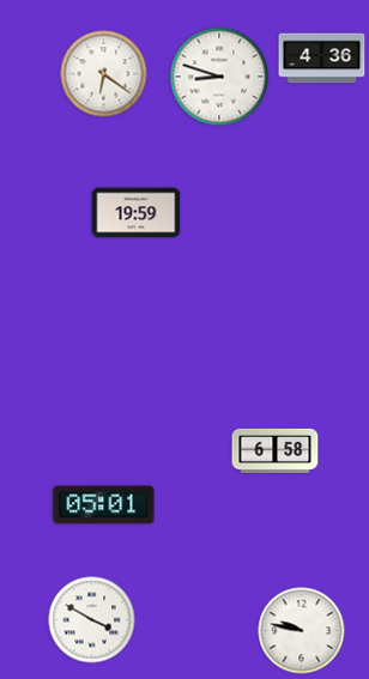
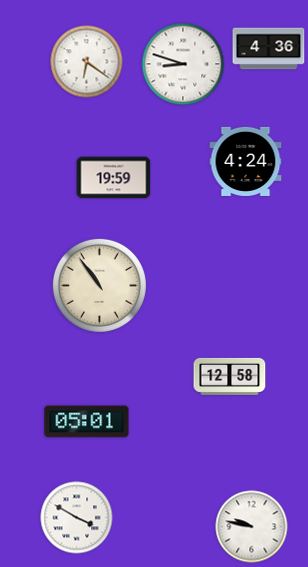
clock at (246, 161): none -> 4:24
clock at (99, 285): none -> 10:54
clock at (276, 450): 6:58 -> 12:58
